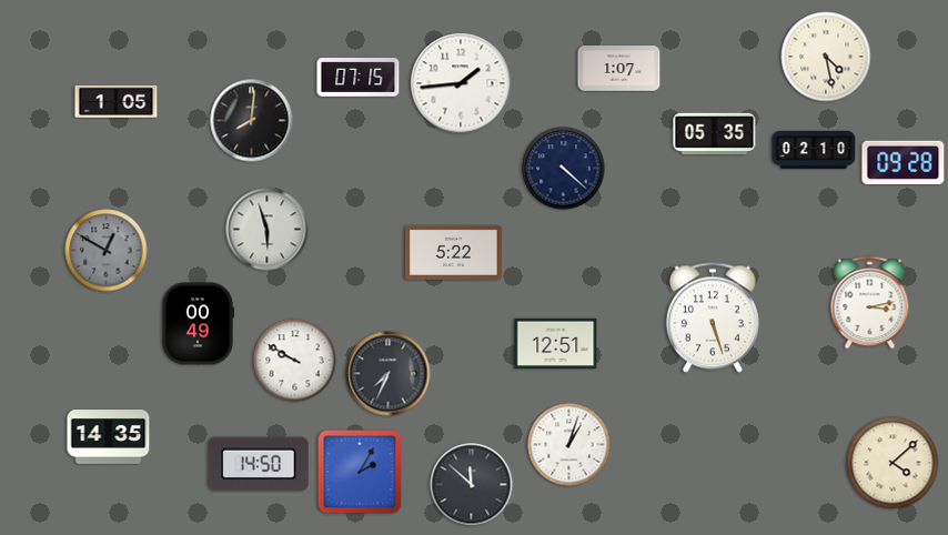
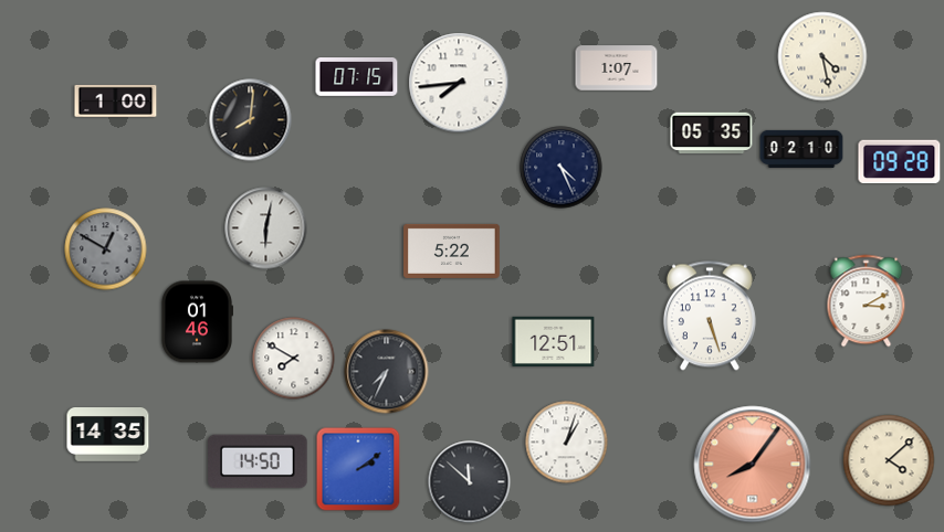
clock at (461, 83): 1:44 -> 7:44
clock at (117, 101): 1:05 -> 1:00
clock at (814, 150) position: (814, 150) -> (801, 149)
clock at (564, 169): 4:22 -> 4:26
clock at (268, 230): 5:57 -> 6:02
clock at (870, 303): 3:13 -> 3:10
clock at (196, 324): 00:49 -> 01:46
clock at (295, 361): 9:50 -> 7:50
clock at (753, 465): none -> 8:06
clock at (360, 472): 2:05 -> 2:09
